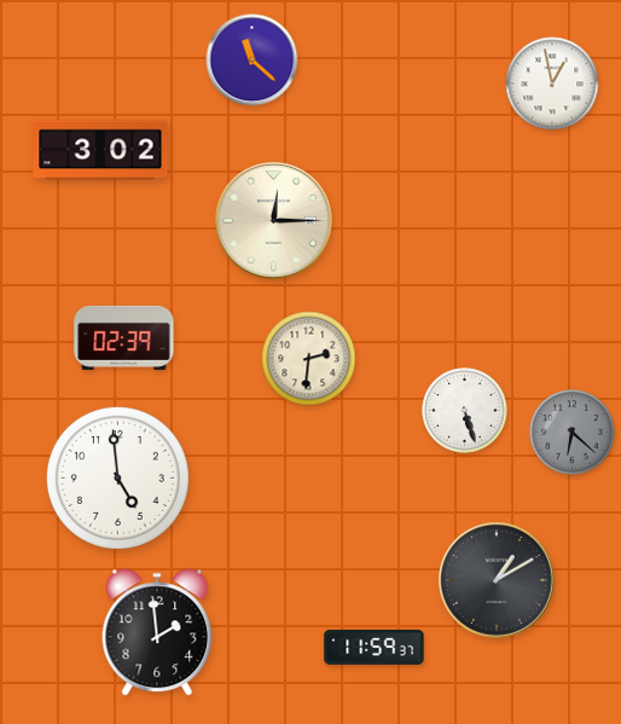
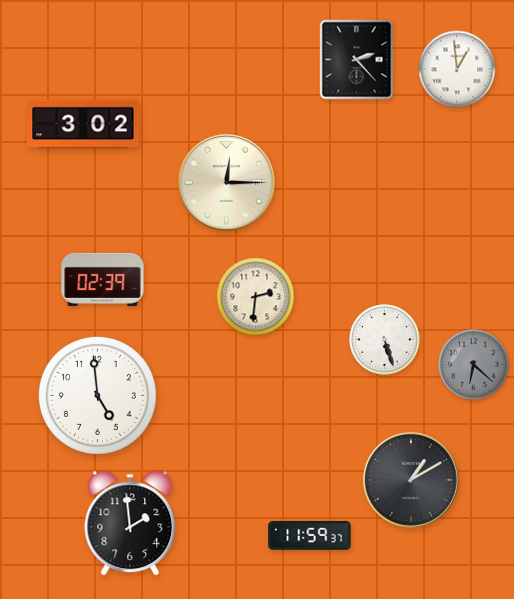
clock at (253, 60): 11:22 -> none
clock at (357, 60): none -> 2:23
clock at (552, 83): 12:58 -> 12:59
clock at (573, 433) position: (573, 433) -> (474, 365)
